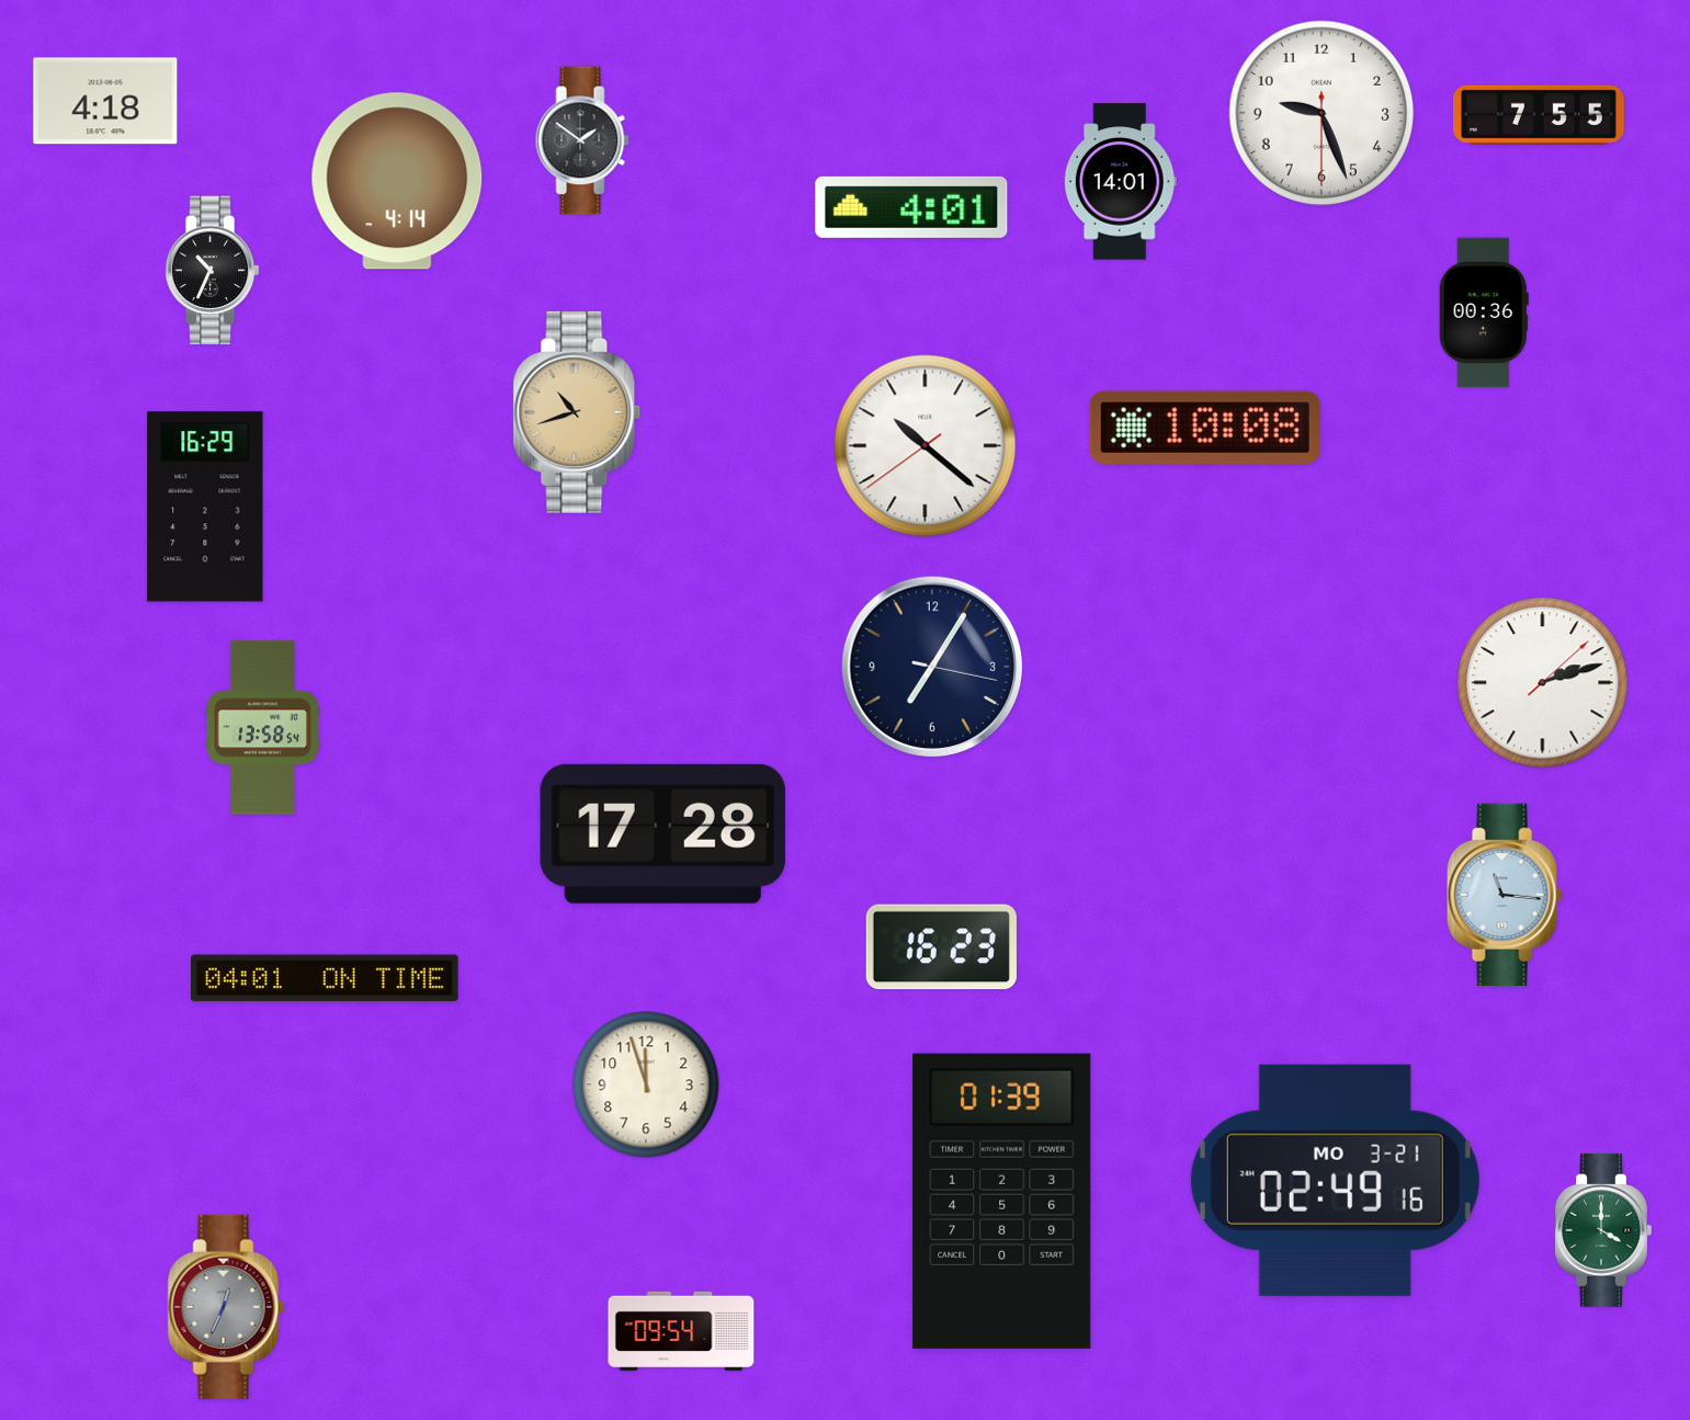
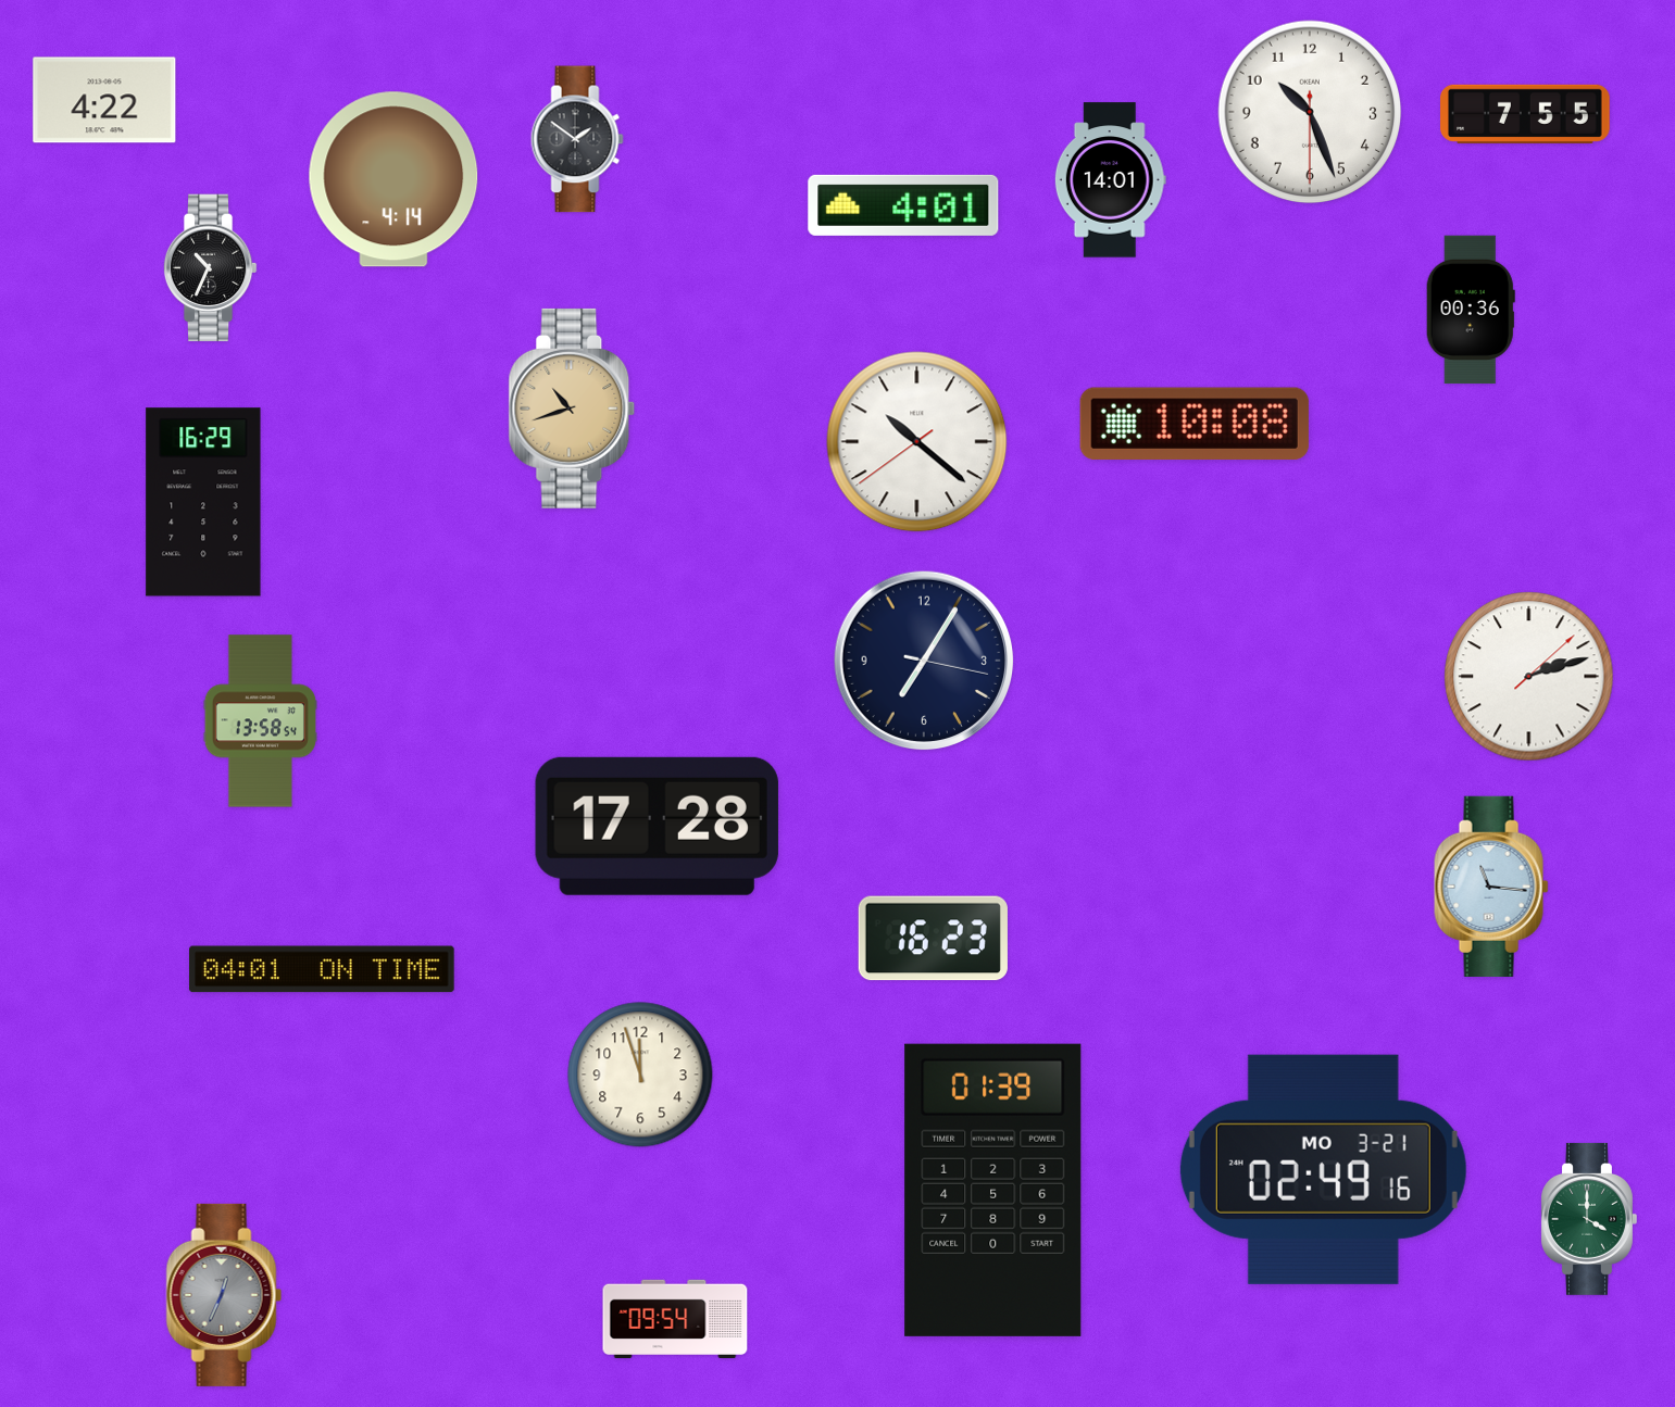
clock at (105, 101): 4:18 -> 4:22
clock at (1322, 113): 9:26 -> 10:26
